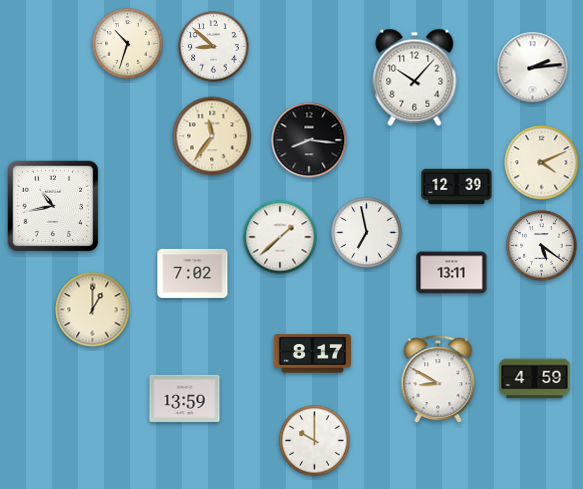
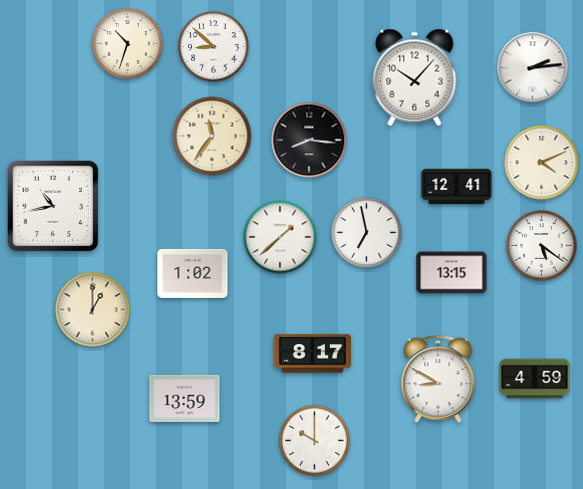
clock at (457, 187): 12:39 -> 12:41
clock at (193, 273): 7:02 -> 1:02
clock at (452, 273): 13:11 -> 13:15
